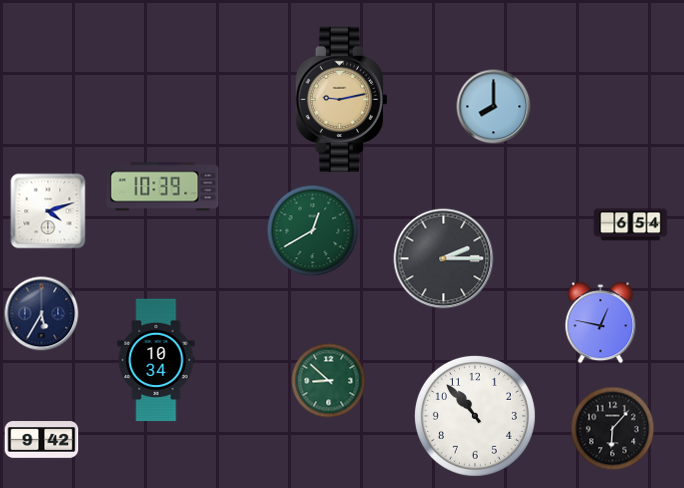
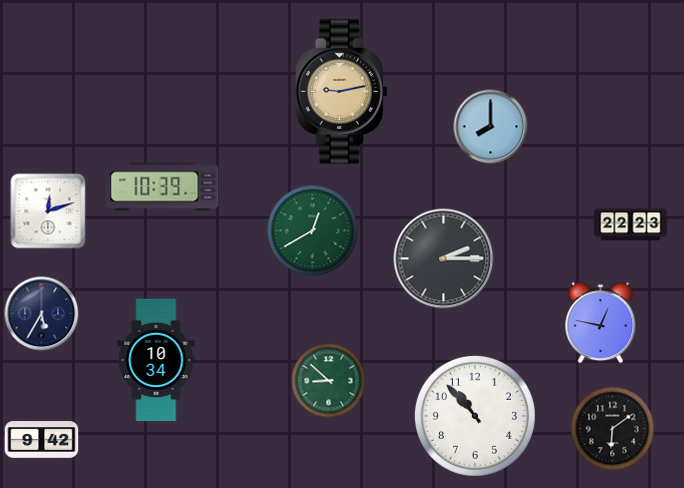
clock at (341, 99) position: (341, 99) -> (341, 91)
clock at (494, 107) position: (494, 107) -> (491, 127)
clock at (48, 211): 4:12 -> 12:12
clock at (631, 225): 6:54 -> 22:23
clock at (613, 429): 6:07 -> 6:09
